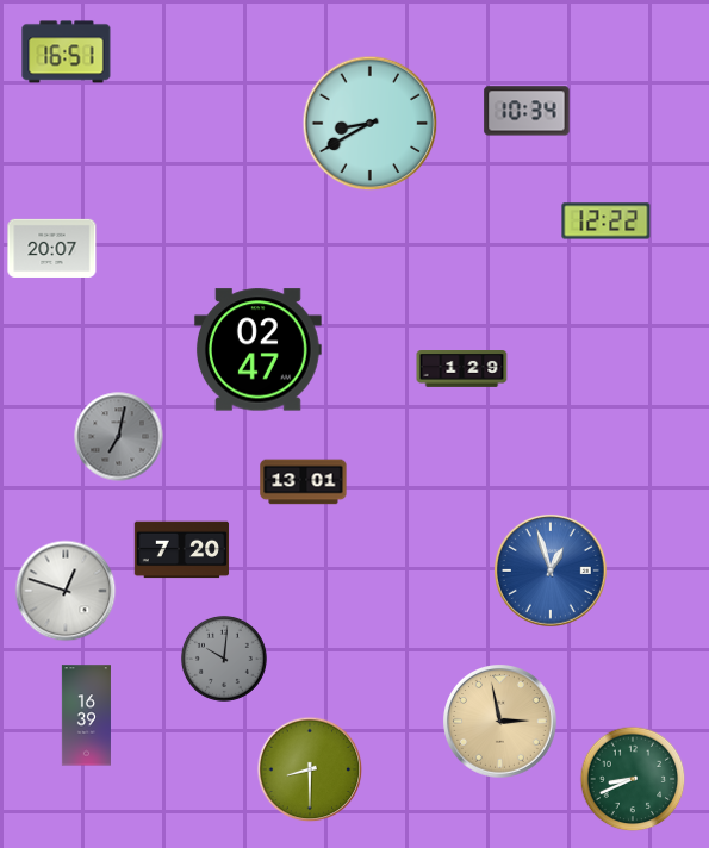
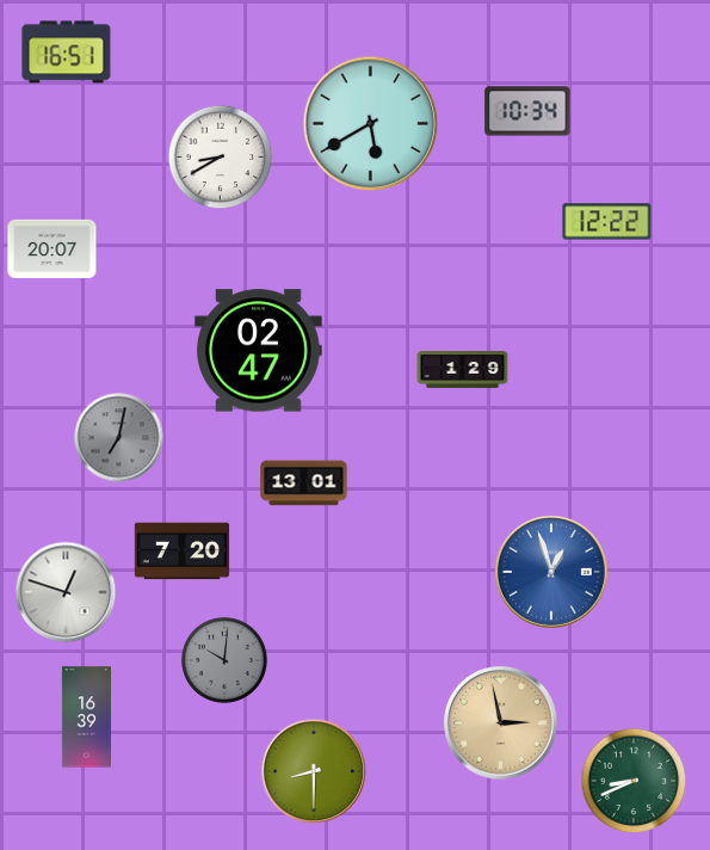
clock at (371, 124): 8:40 -> 5:40
clock at (221, 158): none -> 8:40
clock at (310, 769) position: (310, 769) -> (314, 771)
